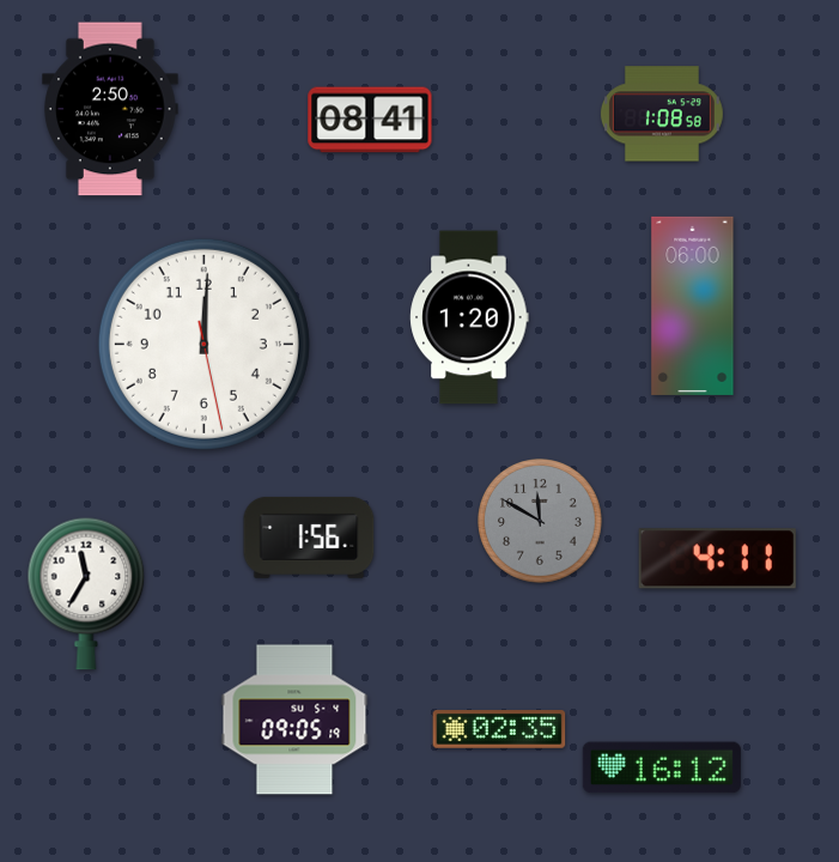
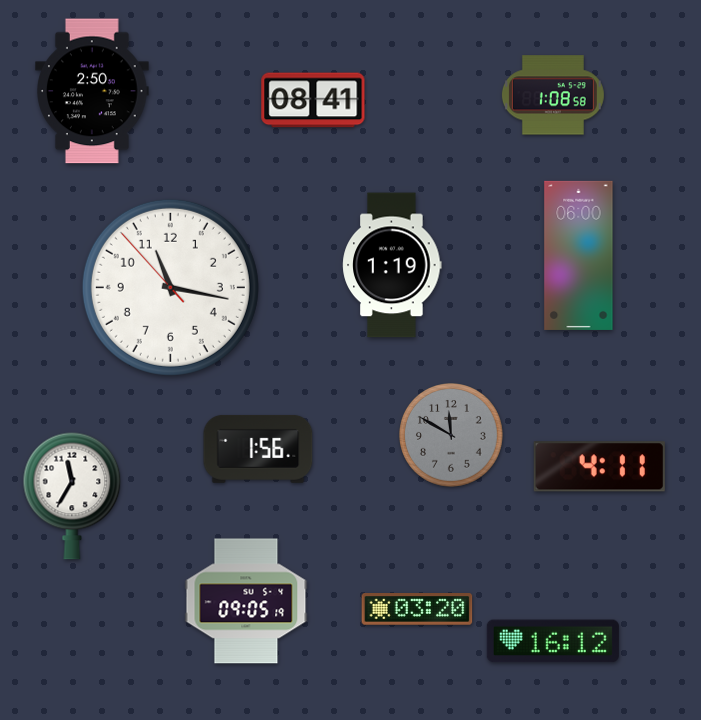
clock at (370, 120) position: (370, 120) -> (313, 100)
clock at (469, 317): 1:20 -> 1:19
clock at (203, 344): 12:00 -> 11:16
clock at (499, 730): 02:35 -> 03:20
